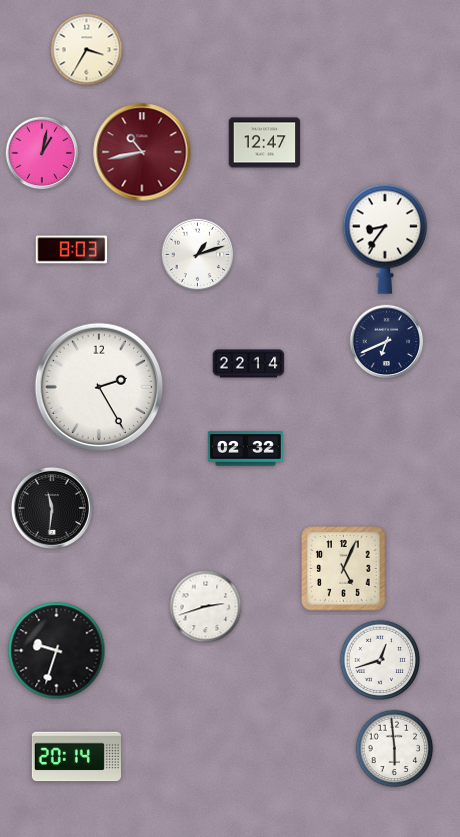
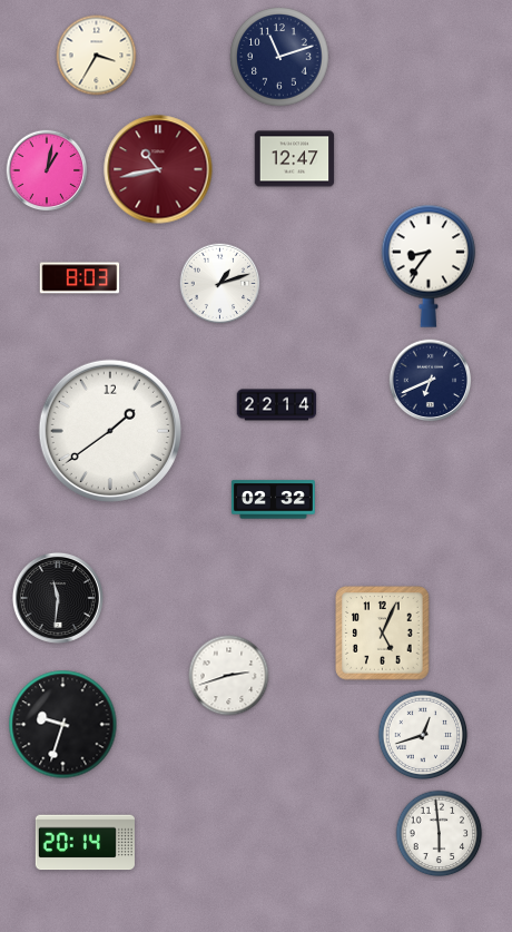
clock at (279, 57): none -> 11:12
clock at (99, 387): 2:25 -> 1:39
clock at (52, 508) position: (52, 508) -> (58, 598)
